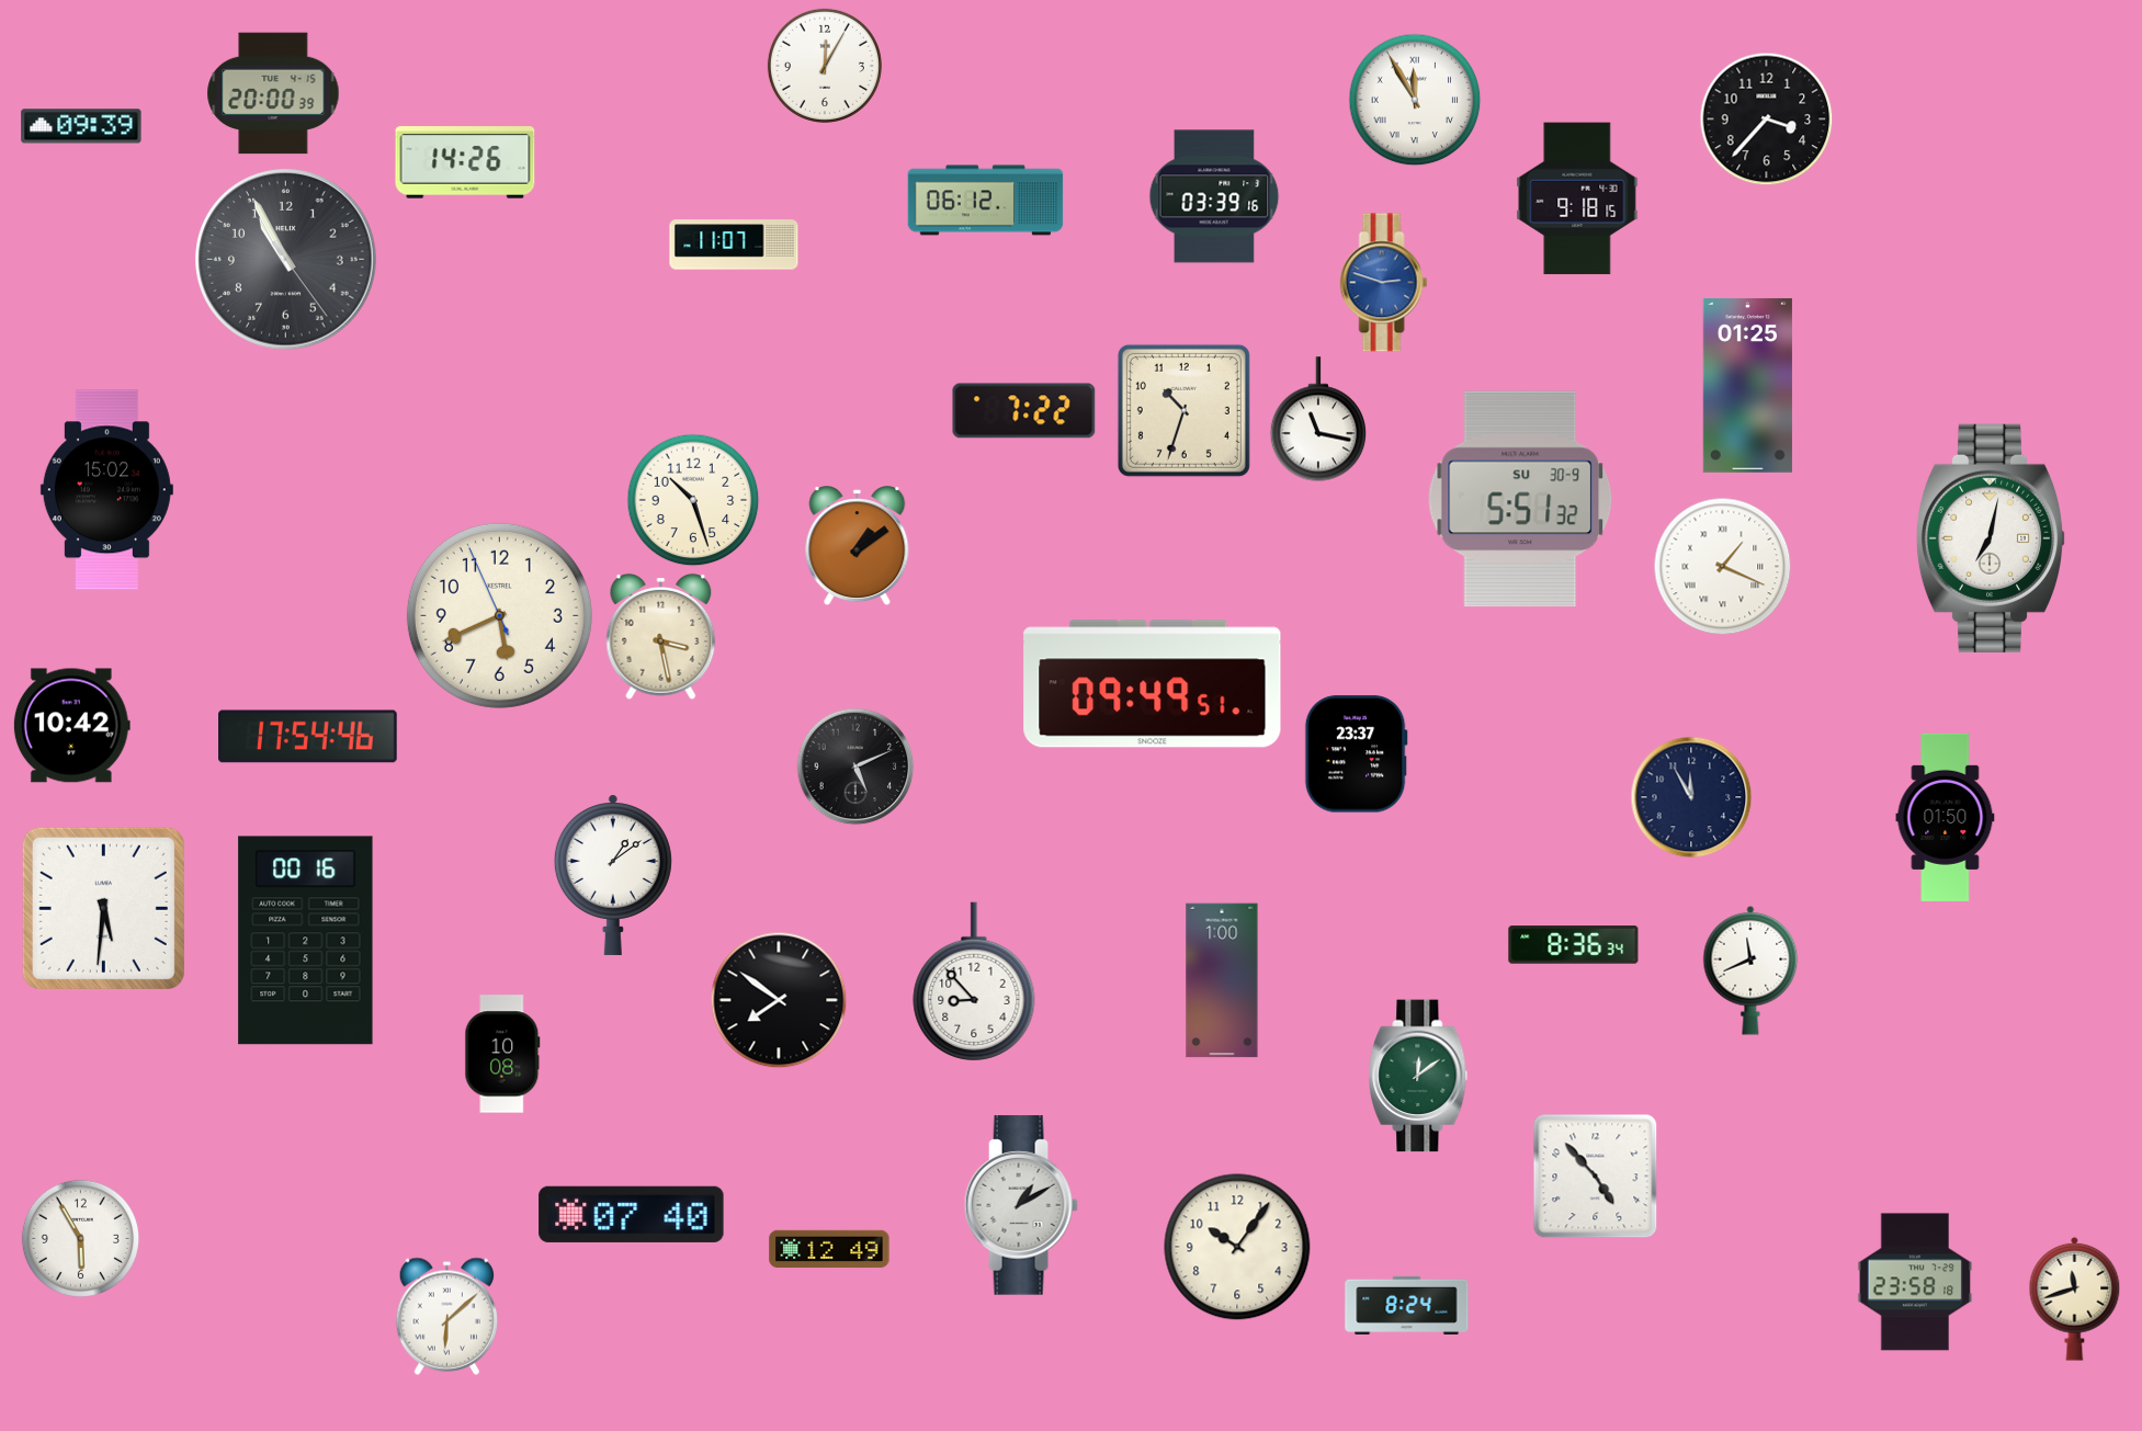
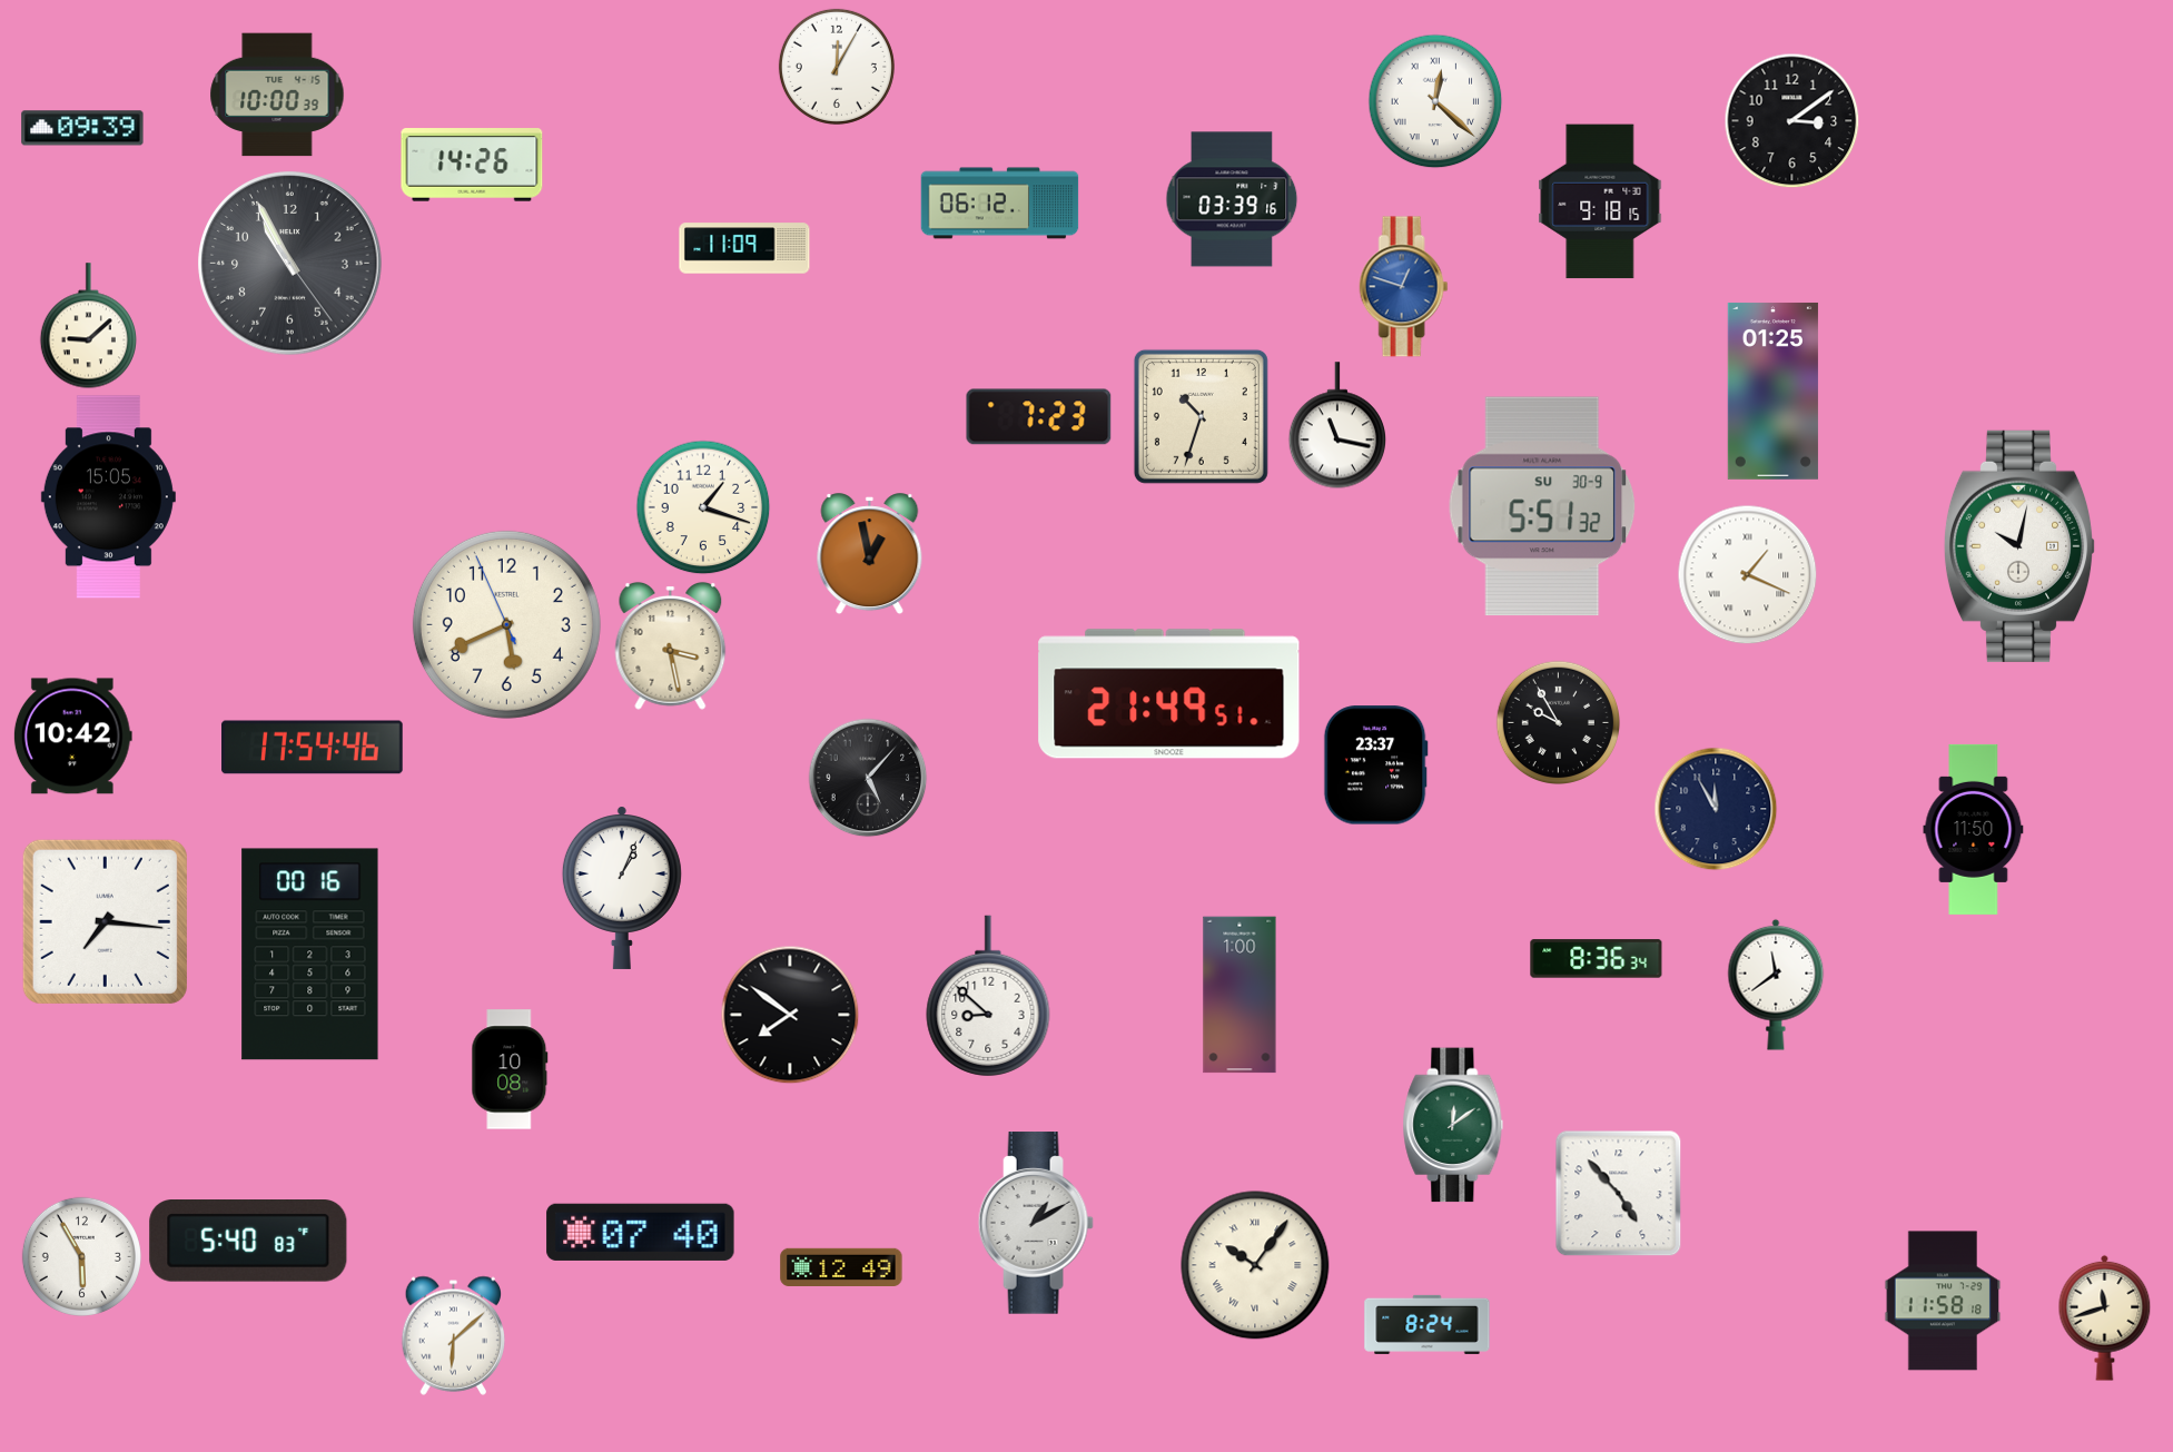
clock at (273, 93): 20:00 -> 10:00
clock at (1415, 100): 11:55 -> 12:22
clock at (1766, 118): 3:37 -> 3:09
clock at (734, 245): 11:07 -> 11:09
clock at (1384, 283): 2:48 -> 12:48
clock at (88, 326): none -> 9:08
clock at (1024, 411): 7:22 -> 7:23
clock at (106, 490): 15:02 -> 15:05
clock at (693, 500): 10:27 -> 1:18
clock at (1991, 538): 7:02 -> 10:02
clock at (858, 546): 1:09 -> 12:58
clock at (1153, 684): 09:49 -> 21:49
clock at (1558, 722): none -> 9:55
clock at (855, 766): 5:11 -> 5:07
clock at (1946, 817): 01:50 -> 11:50
clock at (613, 875): 1:09 -> 1:04
clock at (103, 908): 5:31 -> 7:16
clock at (1750, 970): 11:41 -> 11:39
clock at (974, 981): 8:53 -> 8:52
clock at (1418, 1076) position: (1418, 1076) -> (1453, 1125)
clock at (248, 1242): none -> 5:40
clock at (1237, 1247) numerals: Arabic -> Roman
clock at (1915, 1282): 23:58 -> 11:58
